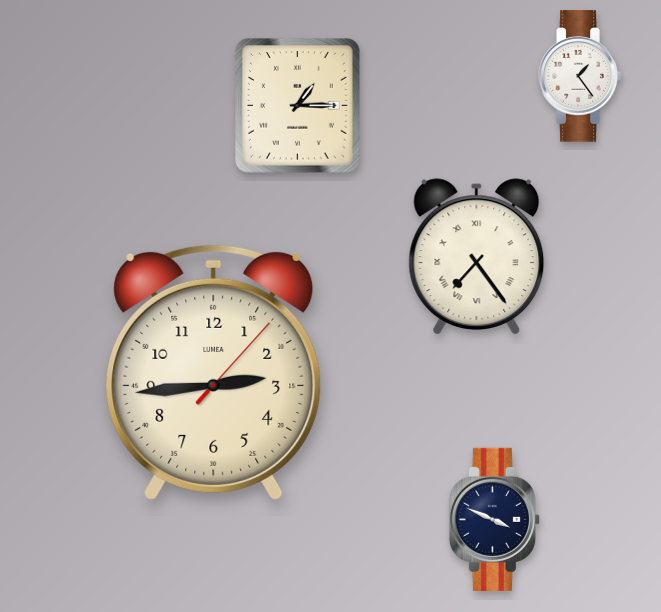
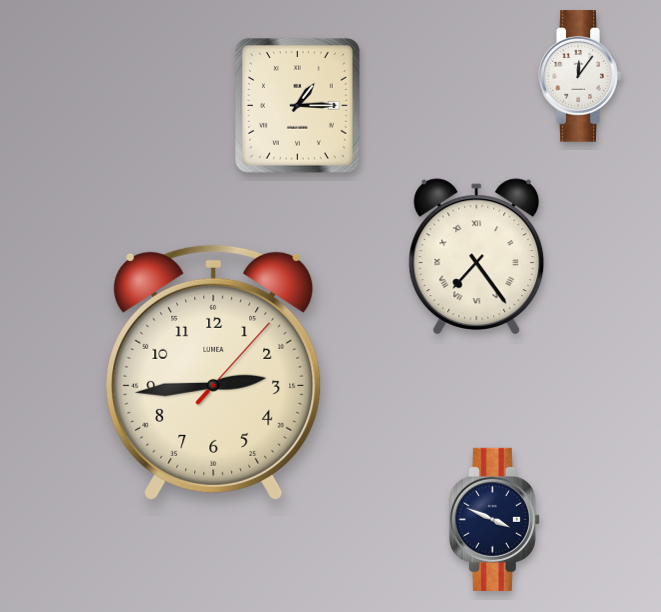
clock at (580, 76): 1:24 -> 12:06
